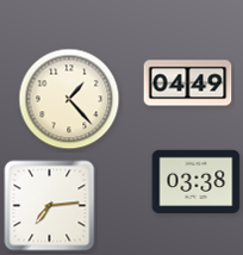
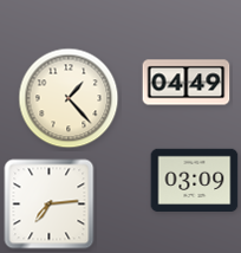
clock at (197, 182): 03:38 -> 03:09
